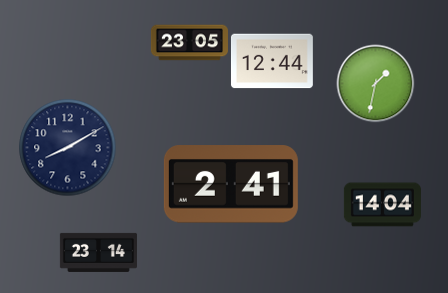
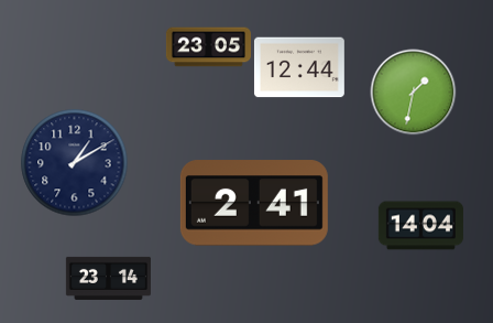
clock at (67, 147): 8:10 -> 1:10
